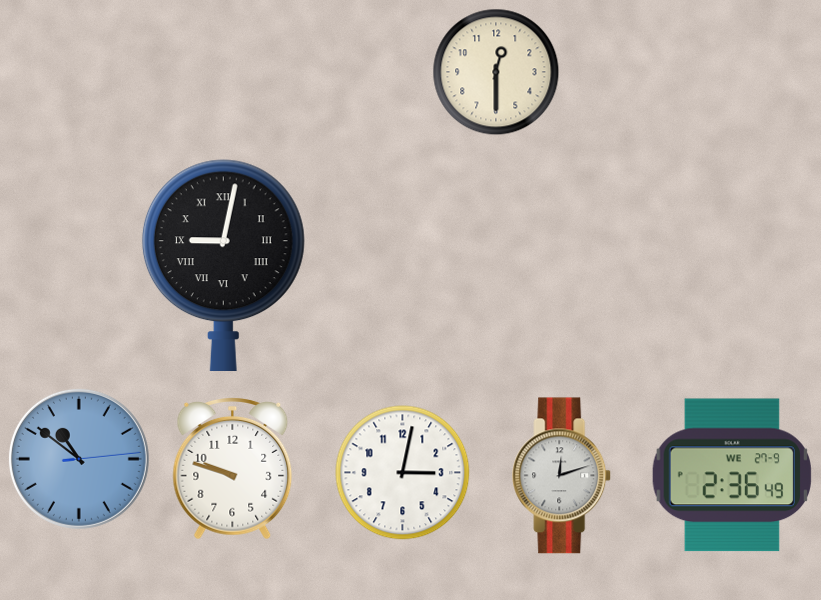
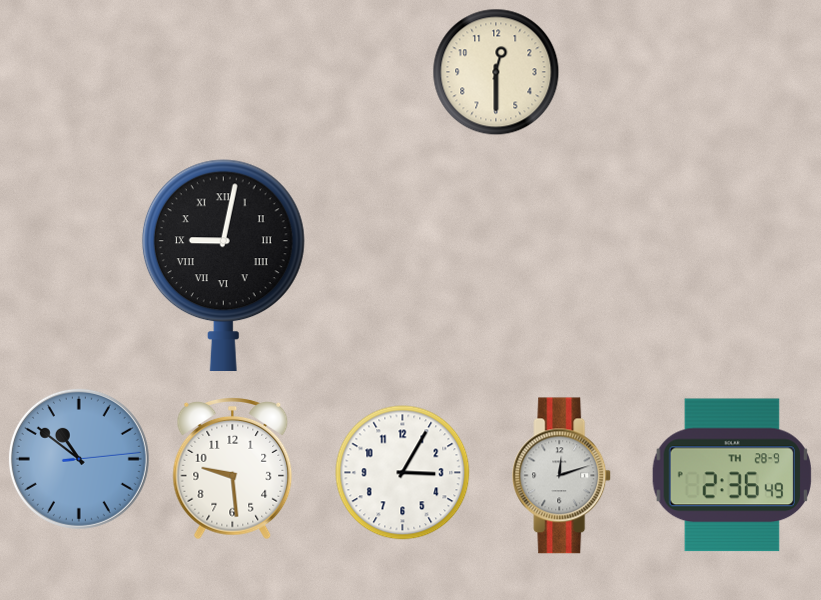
clock at (233, 469): 9:48 -> 9:29
clock at (403, 473): 3:02 -> 3:05
clock at (731, 475) date: WE 27-9 -> TH 28-9
